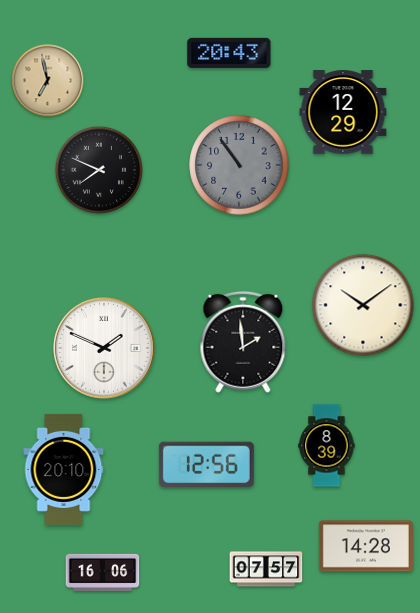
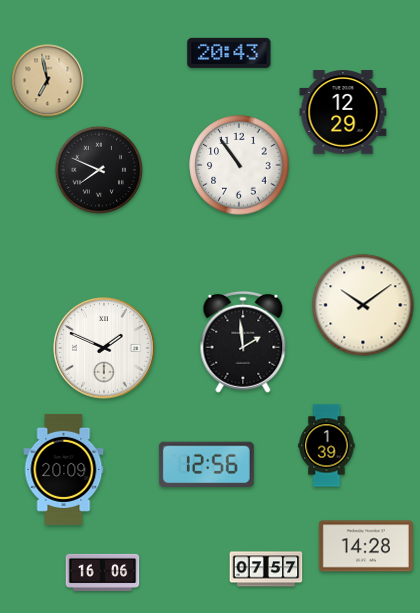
clock at (239, 165) dial: grey -> white
clock at (327, 446): 8:39 -> 1:39
clock at (64, 469): 20:10 -> 20:09
